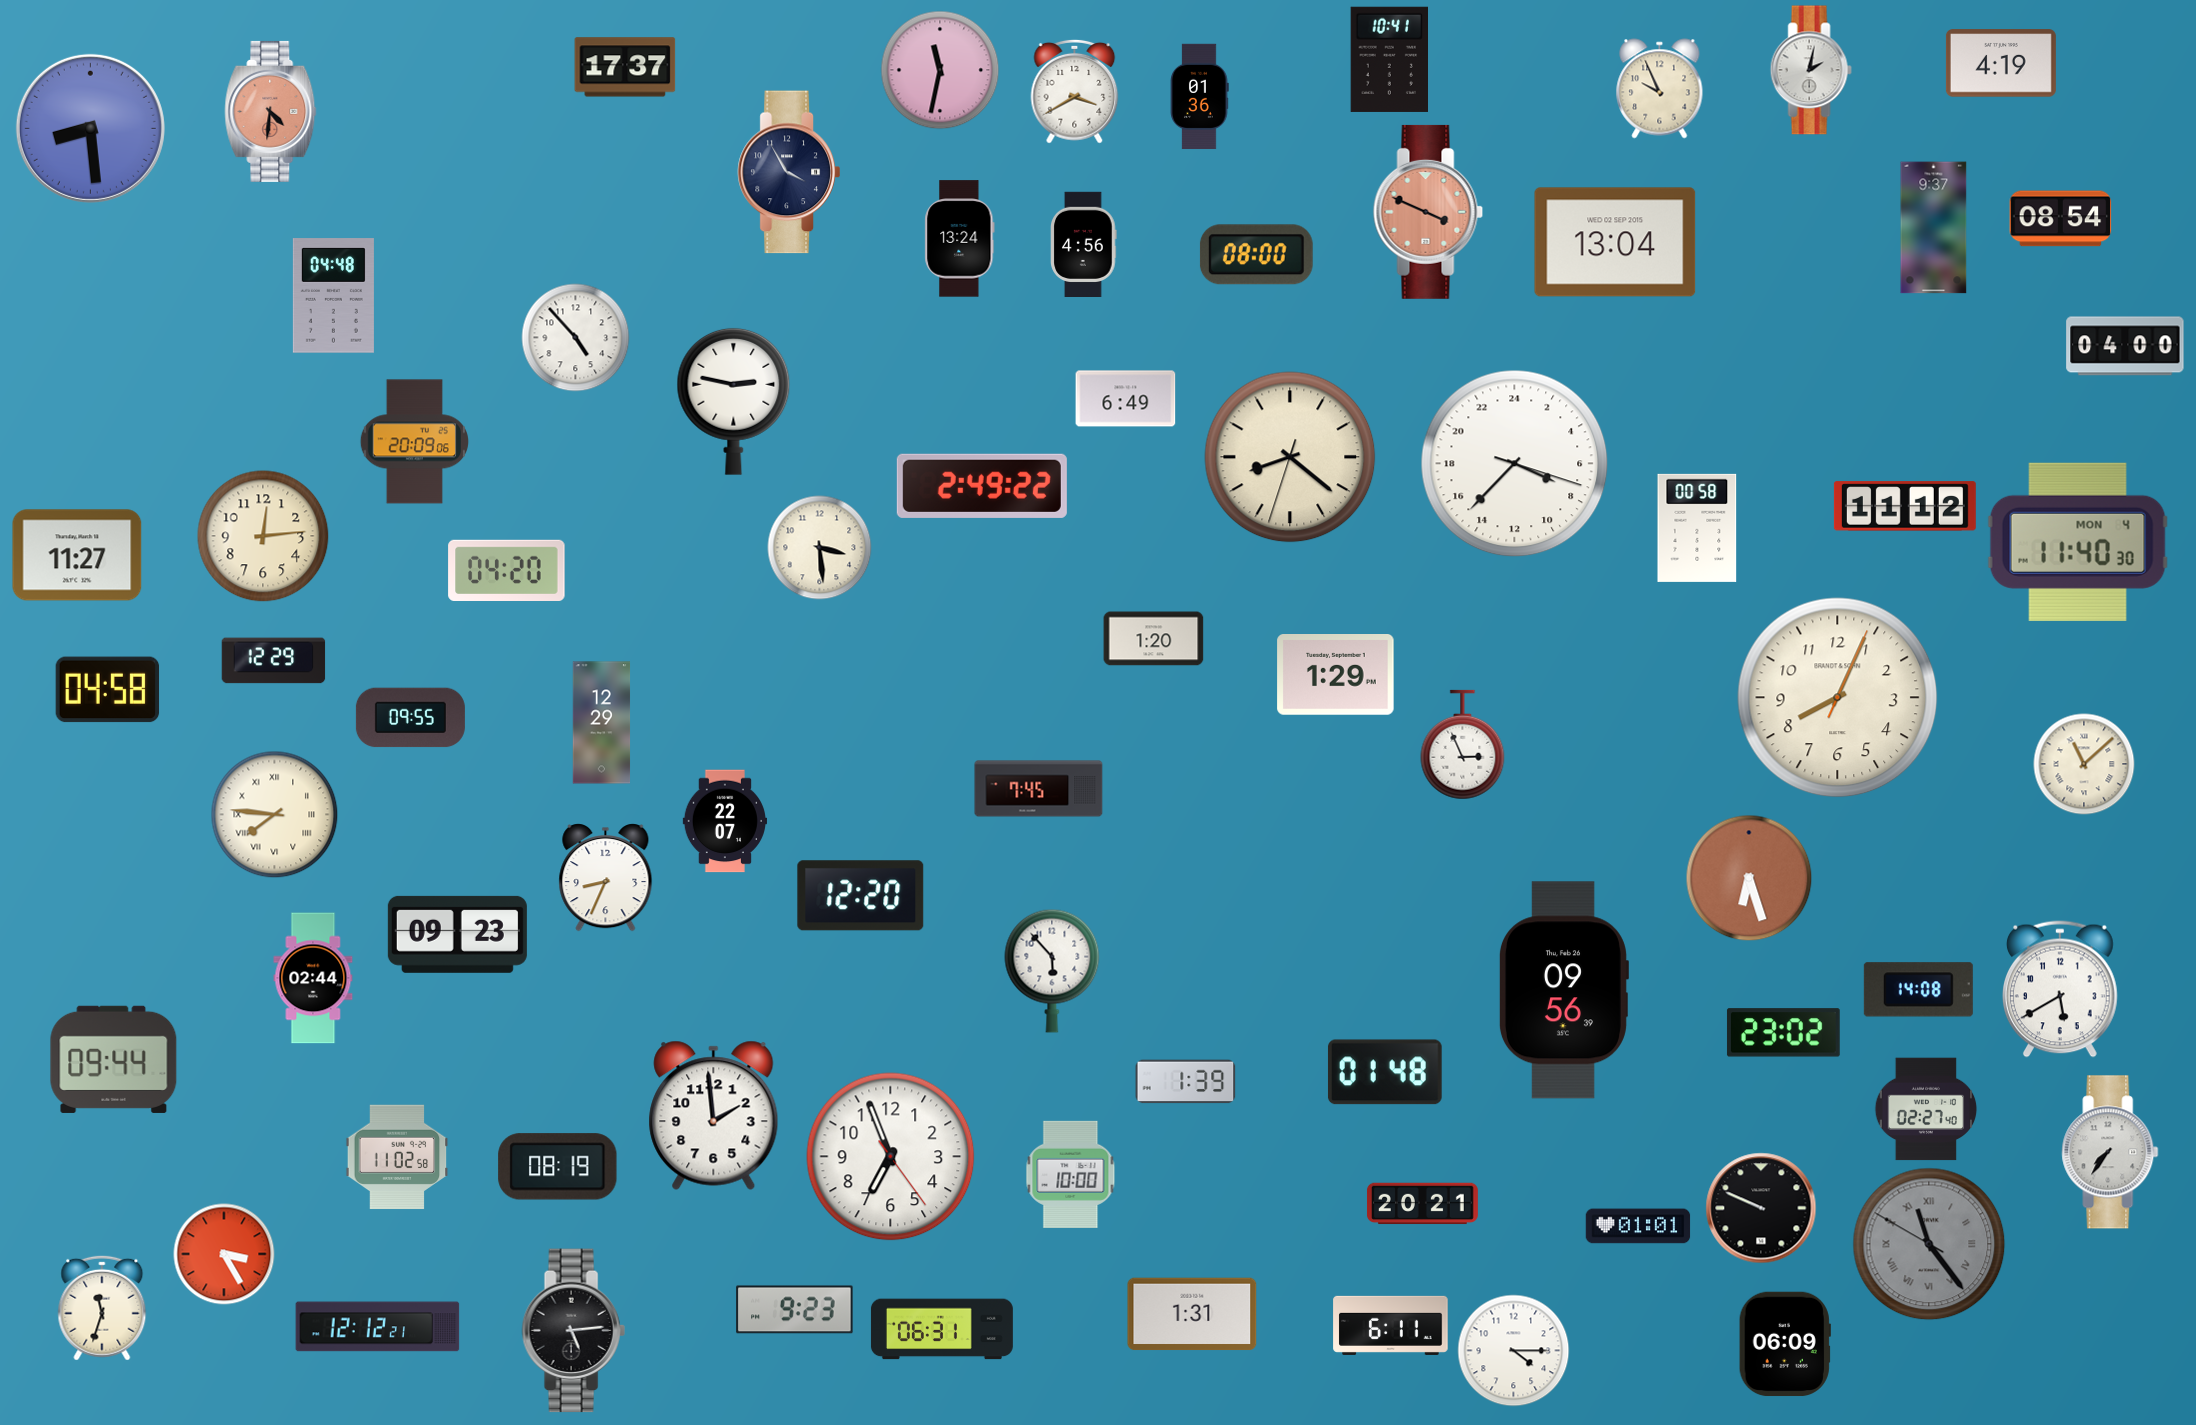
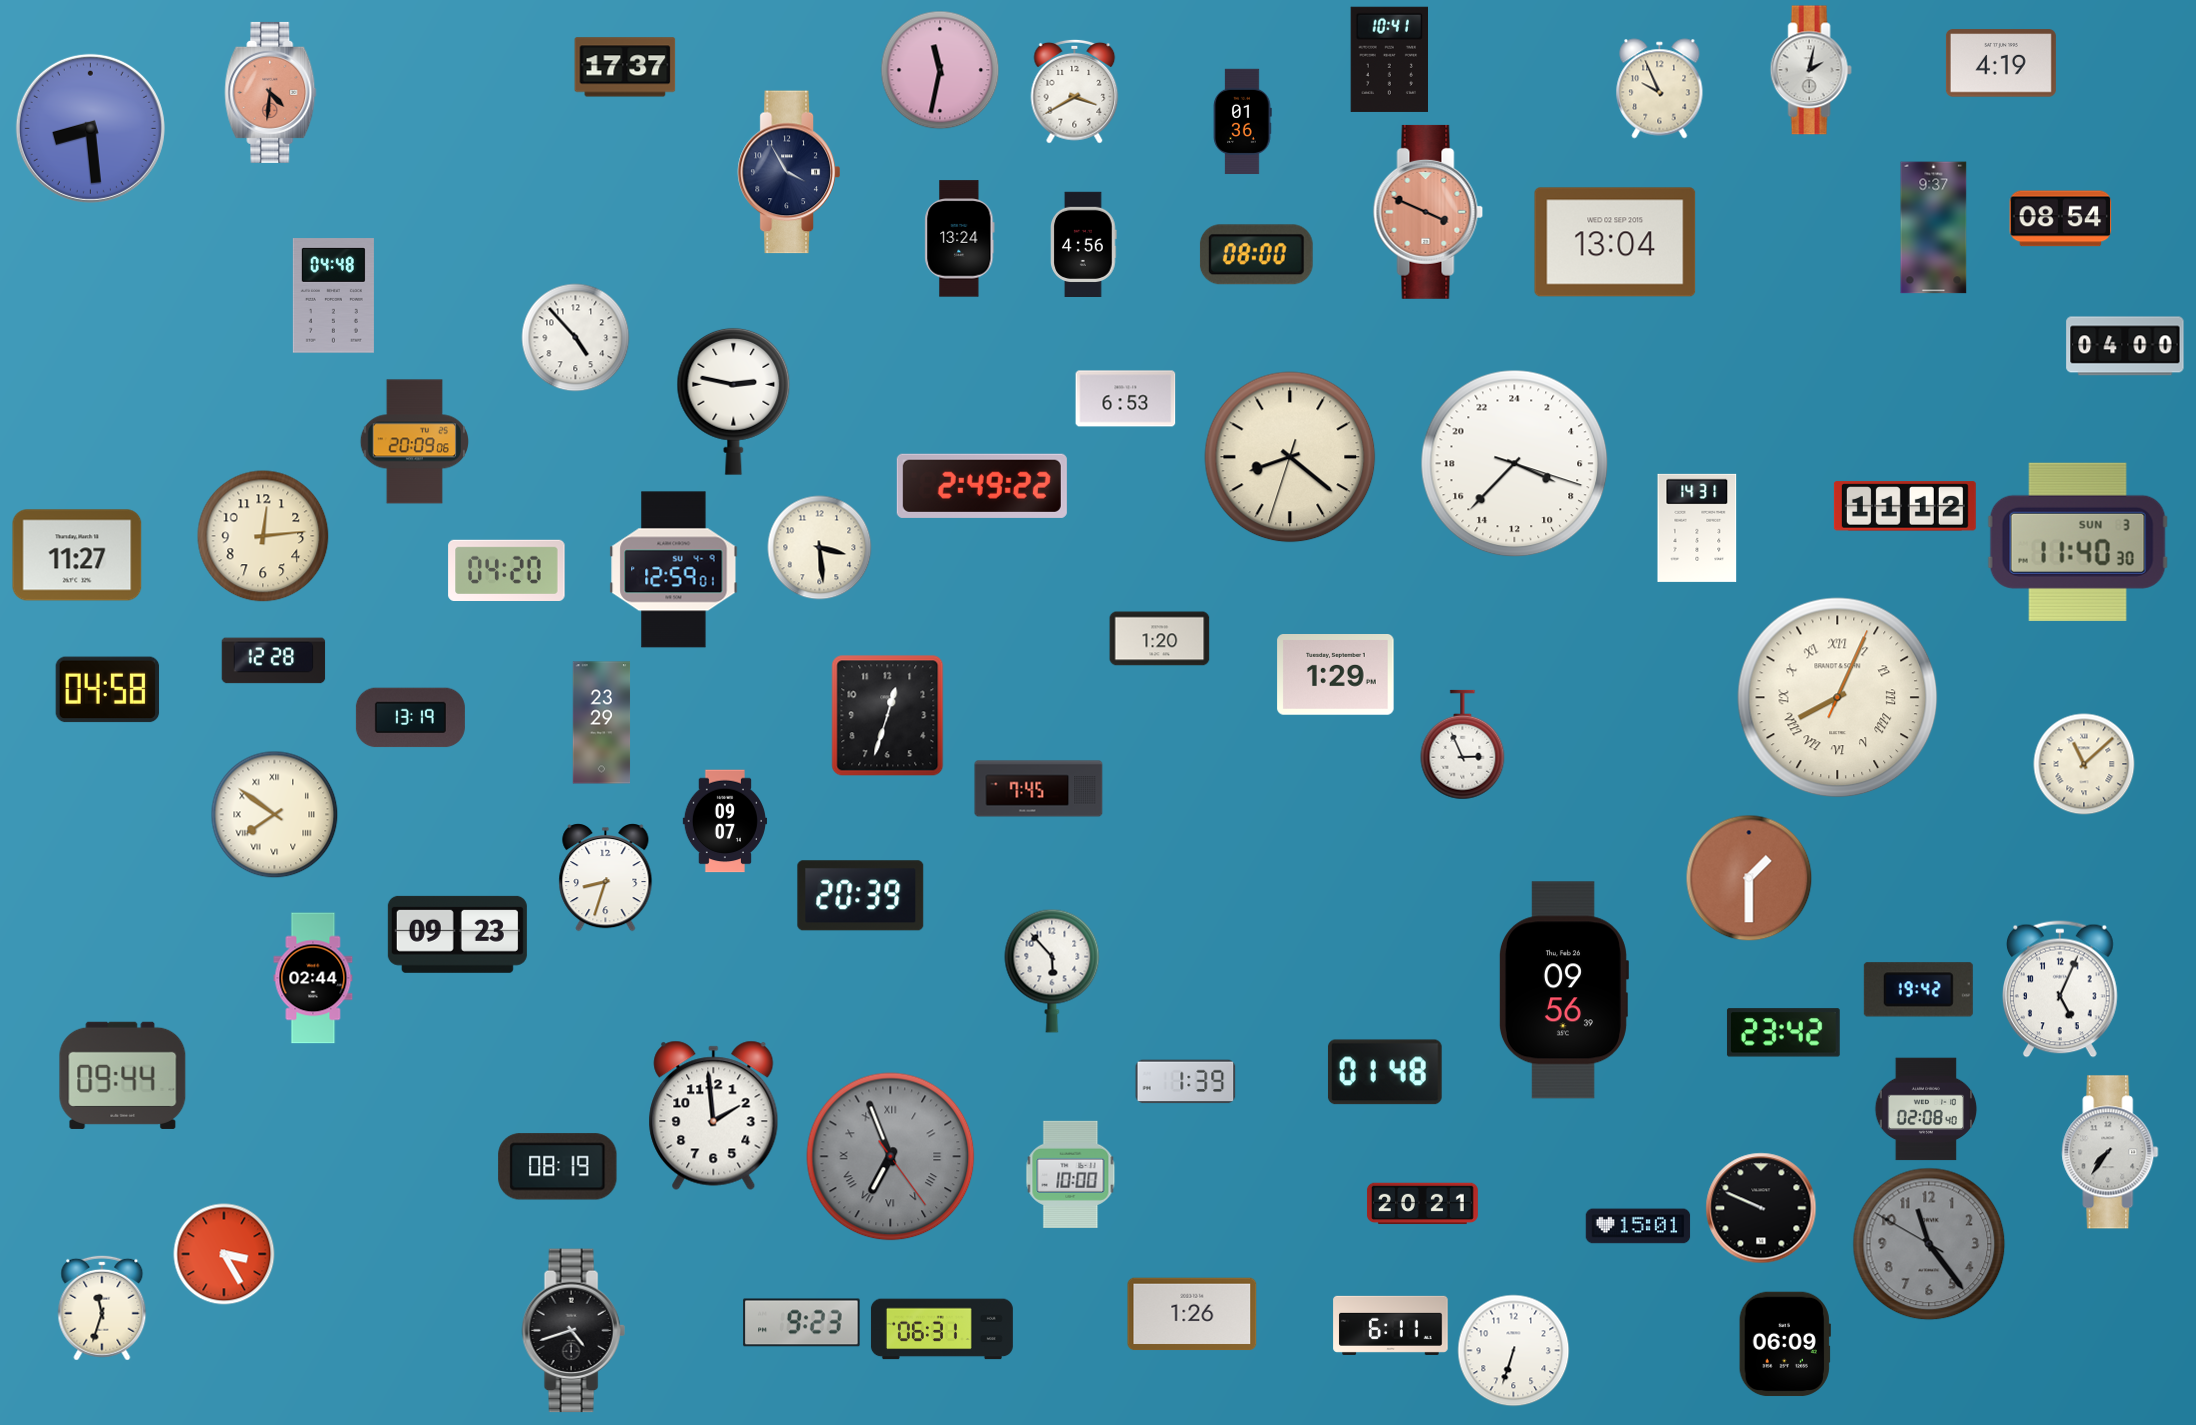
clock at (1200, 97) position: (1200, 97) -> (1243, 122)
clock at (271, 111) position: (271, 111) -> (271, 92)
clock at (1126, 399): 6:49 -> 6:53
clock at (1697, 528): 00:58 -> 14:31
clock at (2078, 542) date: MON 4 -> SUN 3
clock at (674, 570): none -> 12:59
clock at (1154, 639) position: (1154, 639) -> (1160, 639)
clock at (274, 661): 12:29 -> 12:28
clock at (1838, 698) numerals: Arabic -> Roman
clock at (888, 716): none -> 12:33
clock at (410, 718): 09:55 -> 13:19
clock at (602, 723): 12:29 -> 23:29
clock at (275, 815): 7:46 -> 7:51
clock at (724, 821): 22:07 -> 09:07
clock at (606, 878): 8:34 -> 8:33
clock at (1749, 878): 6:27 -> 1:30
clock at (861, 896): 12:20 -> 20:39
clock at (2061, 989): 5:40 -> 5:04
clock at (1918, 990): 14:08 -> 19:42
clock at (1783, 1033): 23:02 -> 23:42
clock at (114, 1059) position: (114, 1059) -> (123, 1075)
clock at (1926, 1109): 02:27 -> 02:08
clock at (397, 1157): 11:02 -> none
clock at (891, 1157) dial: white -> grey
clock at (891, 1157) numerals: Arabic -> Roman
clock at (1638, 1226): 01:01 -> 15:01
clock at (1929, 1244) numerals: Roman -> Arabic
clock at (795, 1310) position: (795, 1310) -> (802, 1323)
clock at (1192, 1314): 1:31 -> 1:26
clock at (378, 1327): 12:12 -> none
clock at (573, 1331): 5:14 -> 4:42
clock at (1514, 1351): 4:15 -> 6:33
